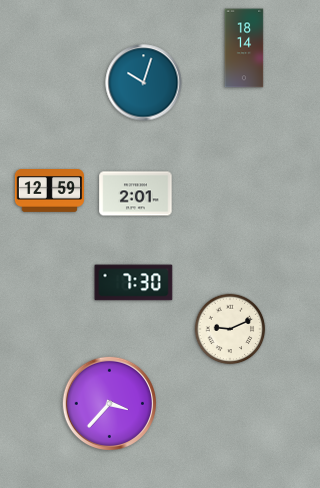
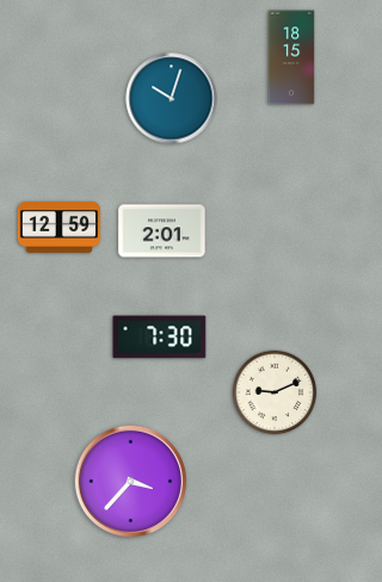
clock at (244, 48): 18:14 -> 18:15
